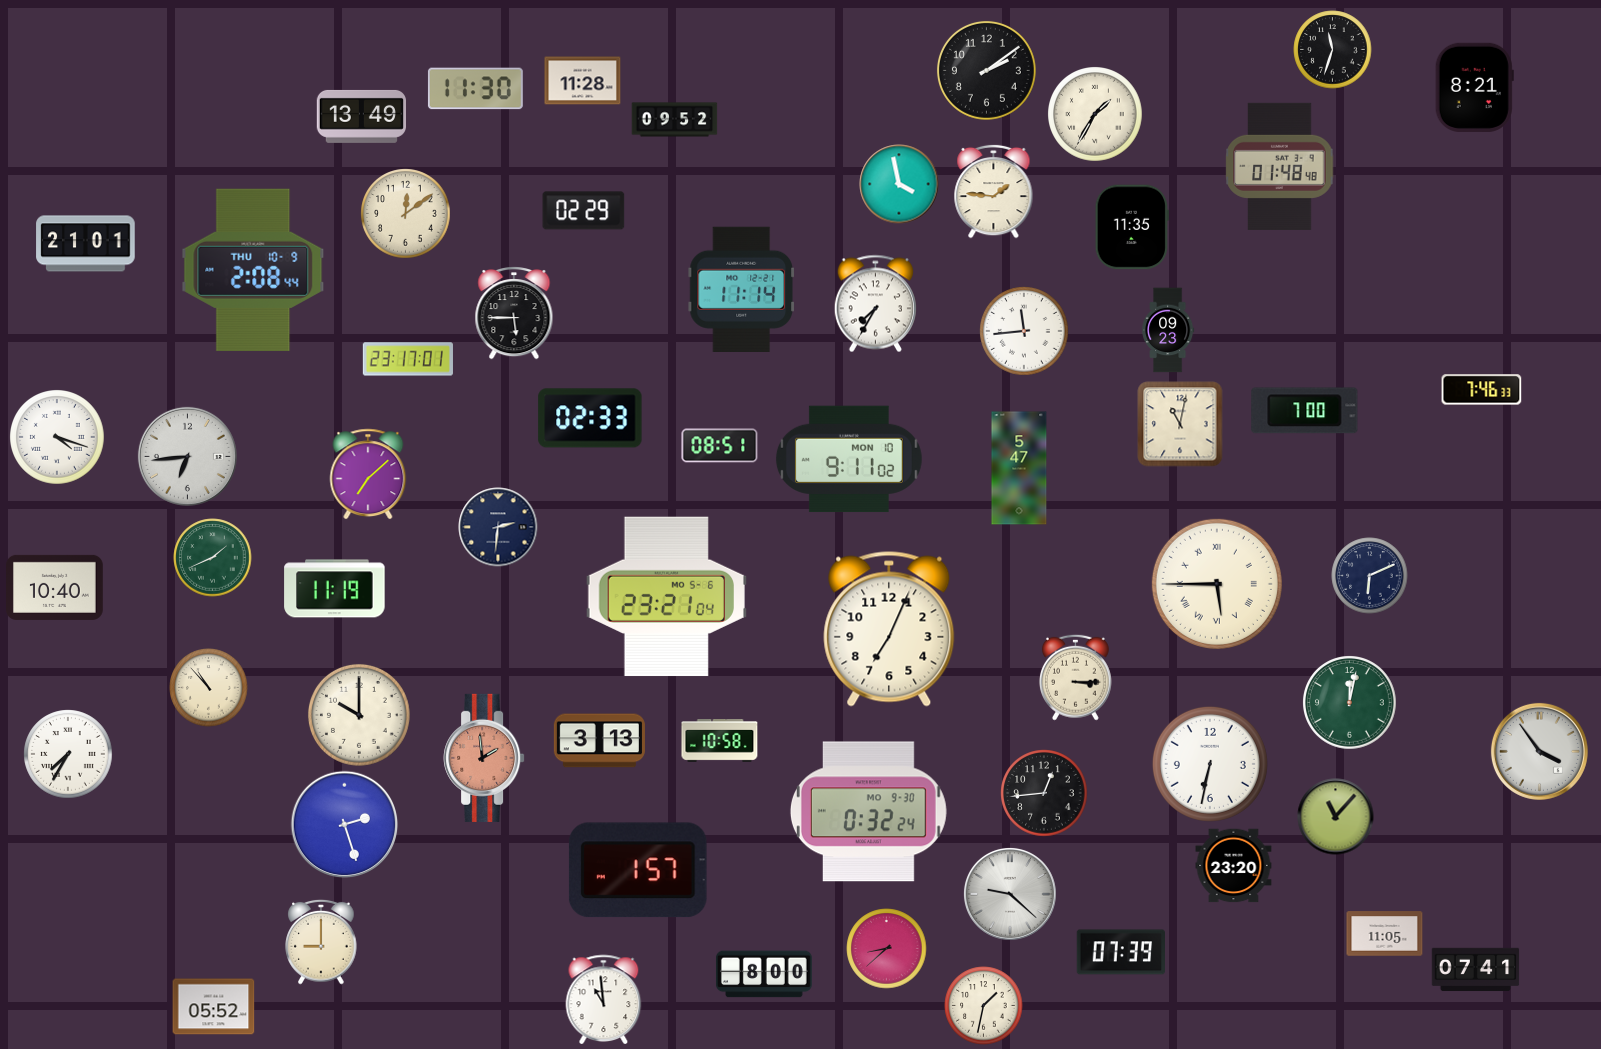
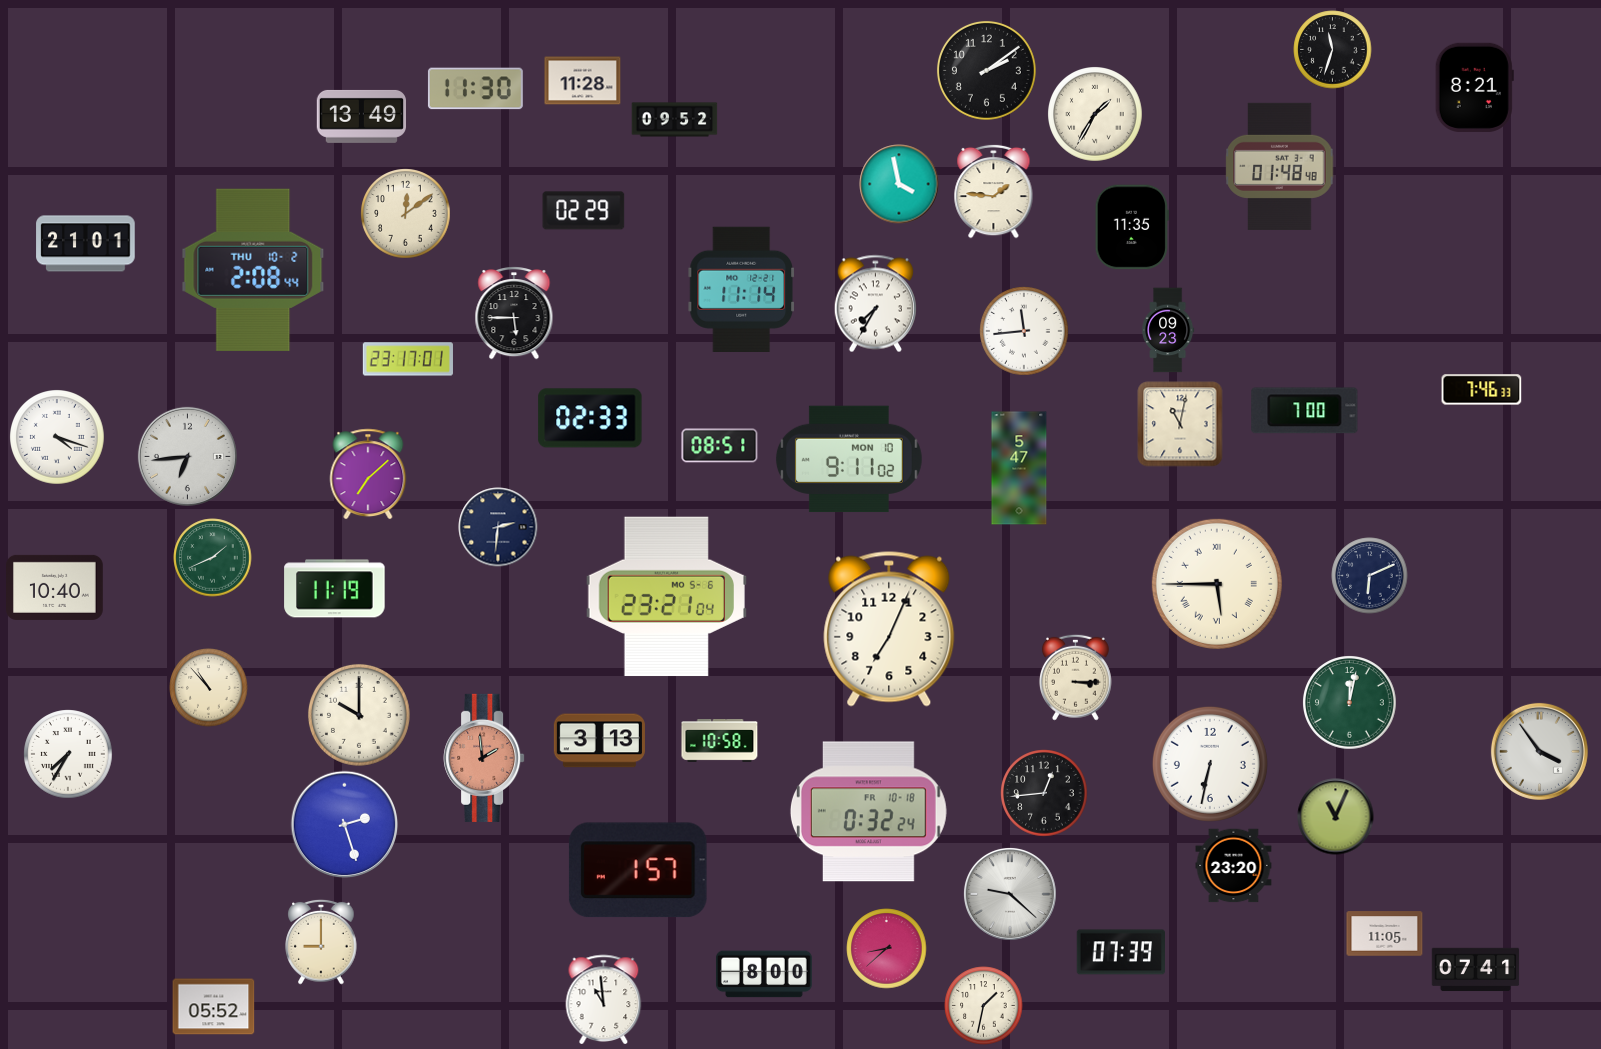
clock at (253, 270) date: THU 10-9 -> THU 10-2
clock at (868, 812) date: MO 9-30 -> FR 10-18
clock at (1336, 817): 11:07 -> 11:04
